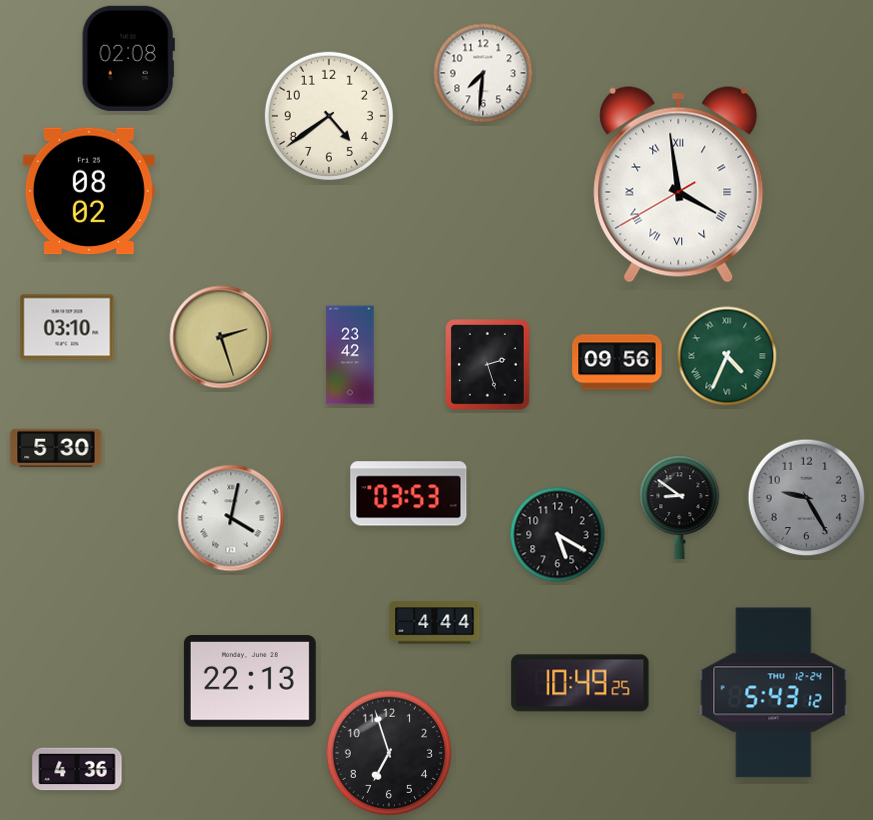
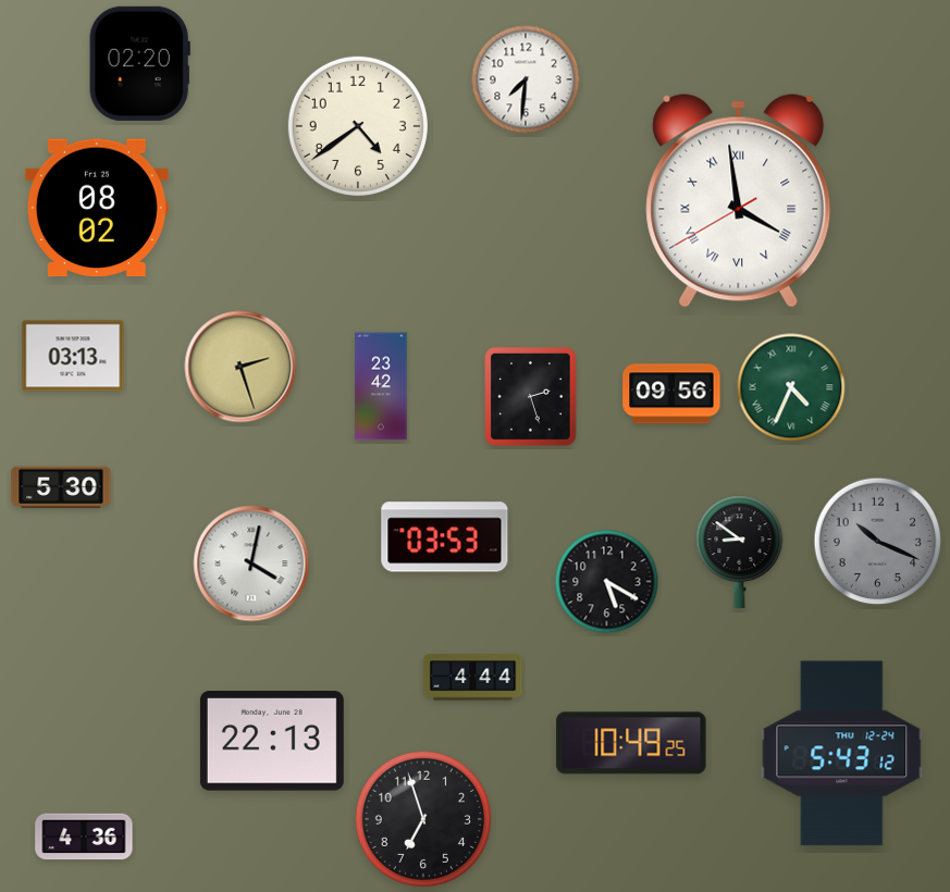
clock at (128, 58): 02:08 -> 02:20
clock at (67, 327): 03:10 -> 03:13
clock at (807, 498): 9:25 -> 10:19
